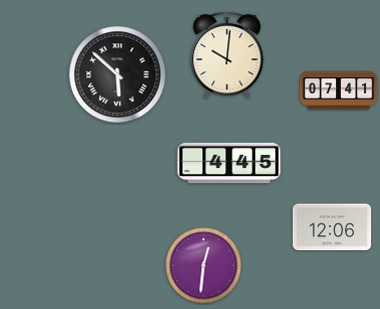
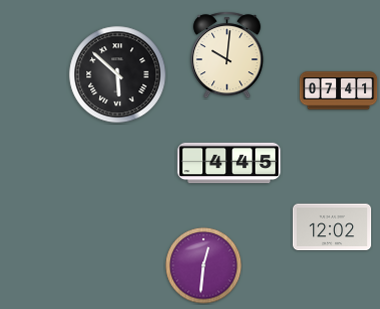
clock at (332, 227): 12:06 -> 12:02
